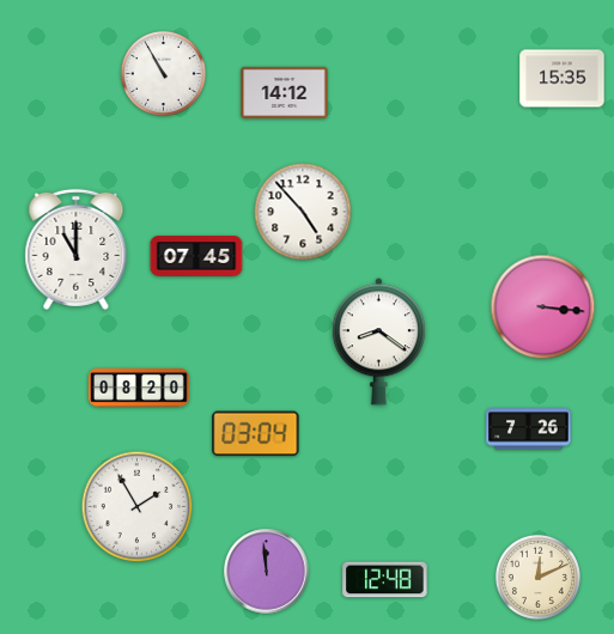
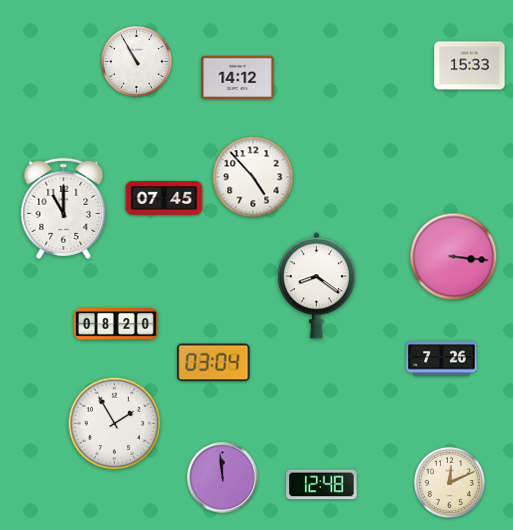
clock at (563, 79): 15:35 -> 15:33
clock at (196, 256) position: (196, 256) -> (164, 198)
